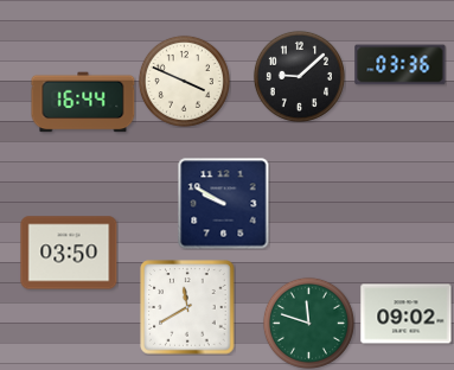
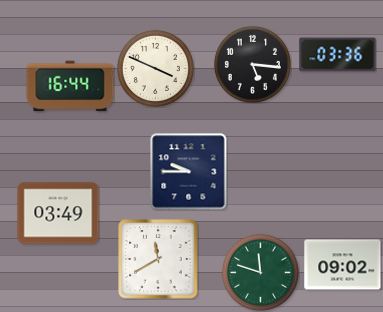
clock at (299, 76): 9:08 -> 5:16
clock at (224, 204): 9:50 -> 9:45
clock at (69, 253): 03:50 -> 03:49
